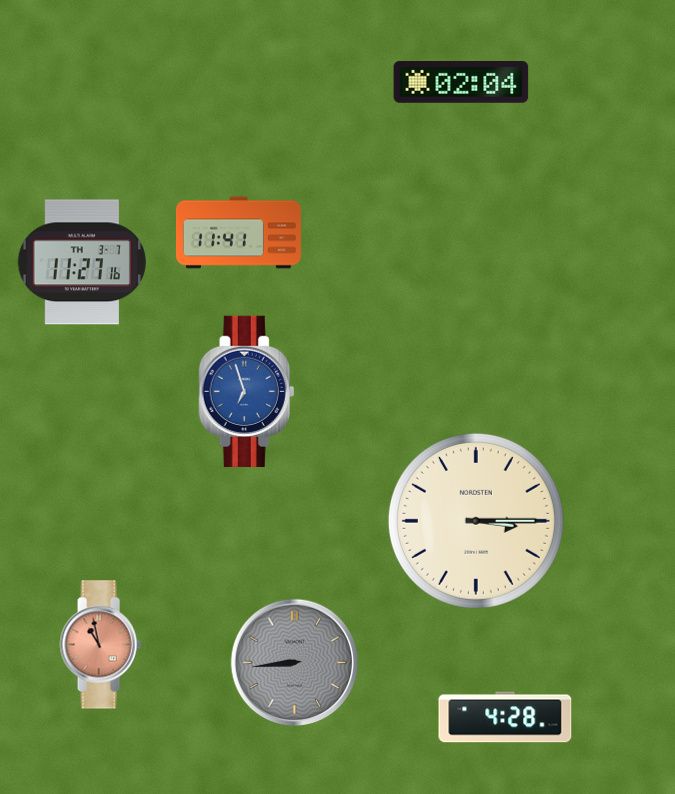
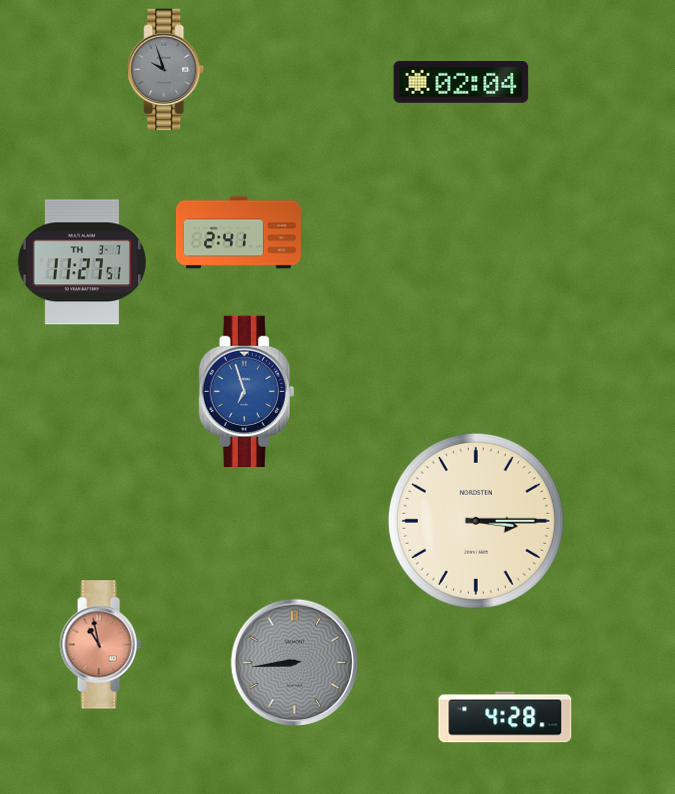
clock at (166, 70): none -> 9:57
clock at (238, 233): 11:41 -> 2:41
clock at (82, 262): 11:27:16 -> 11:27:51
